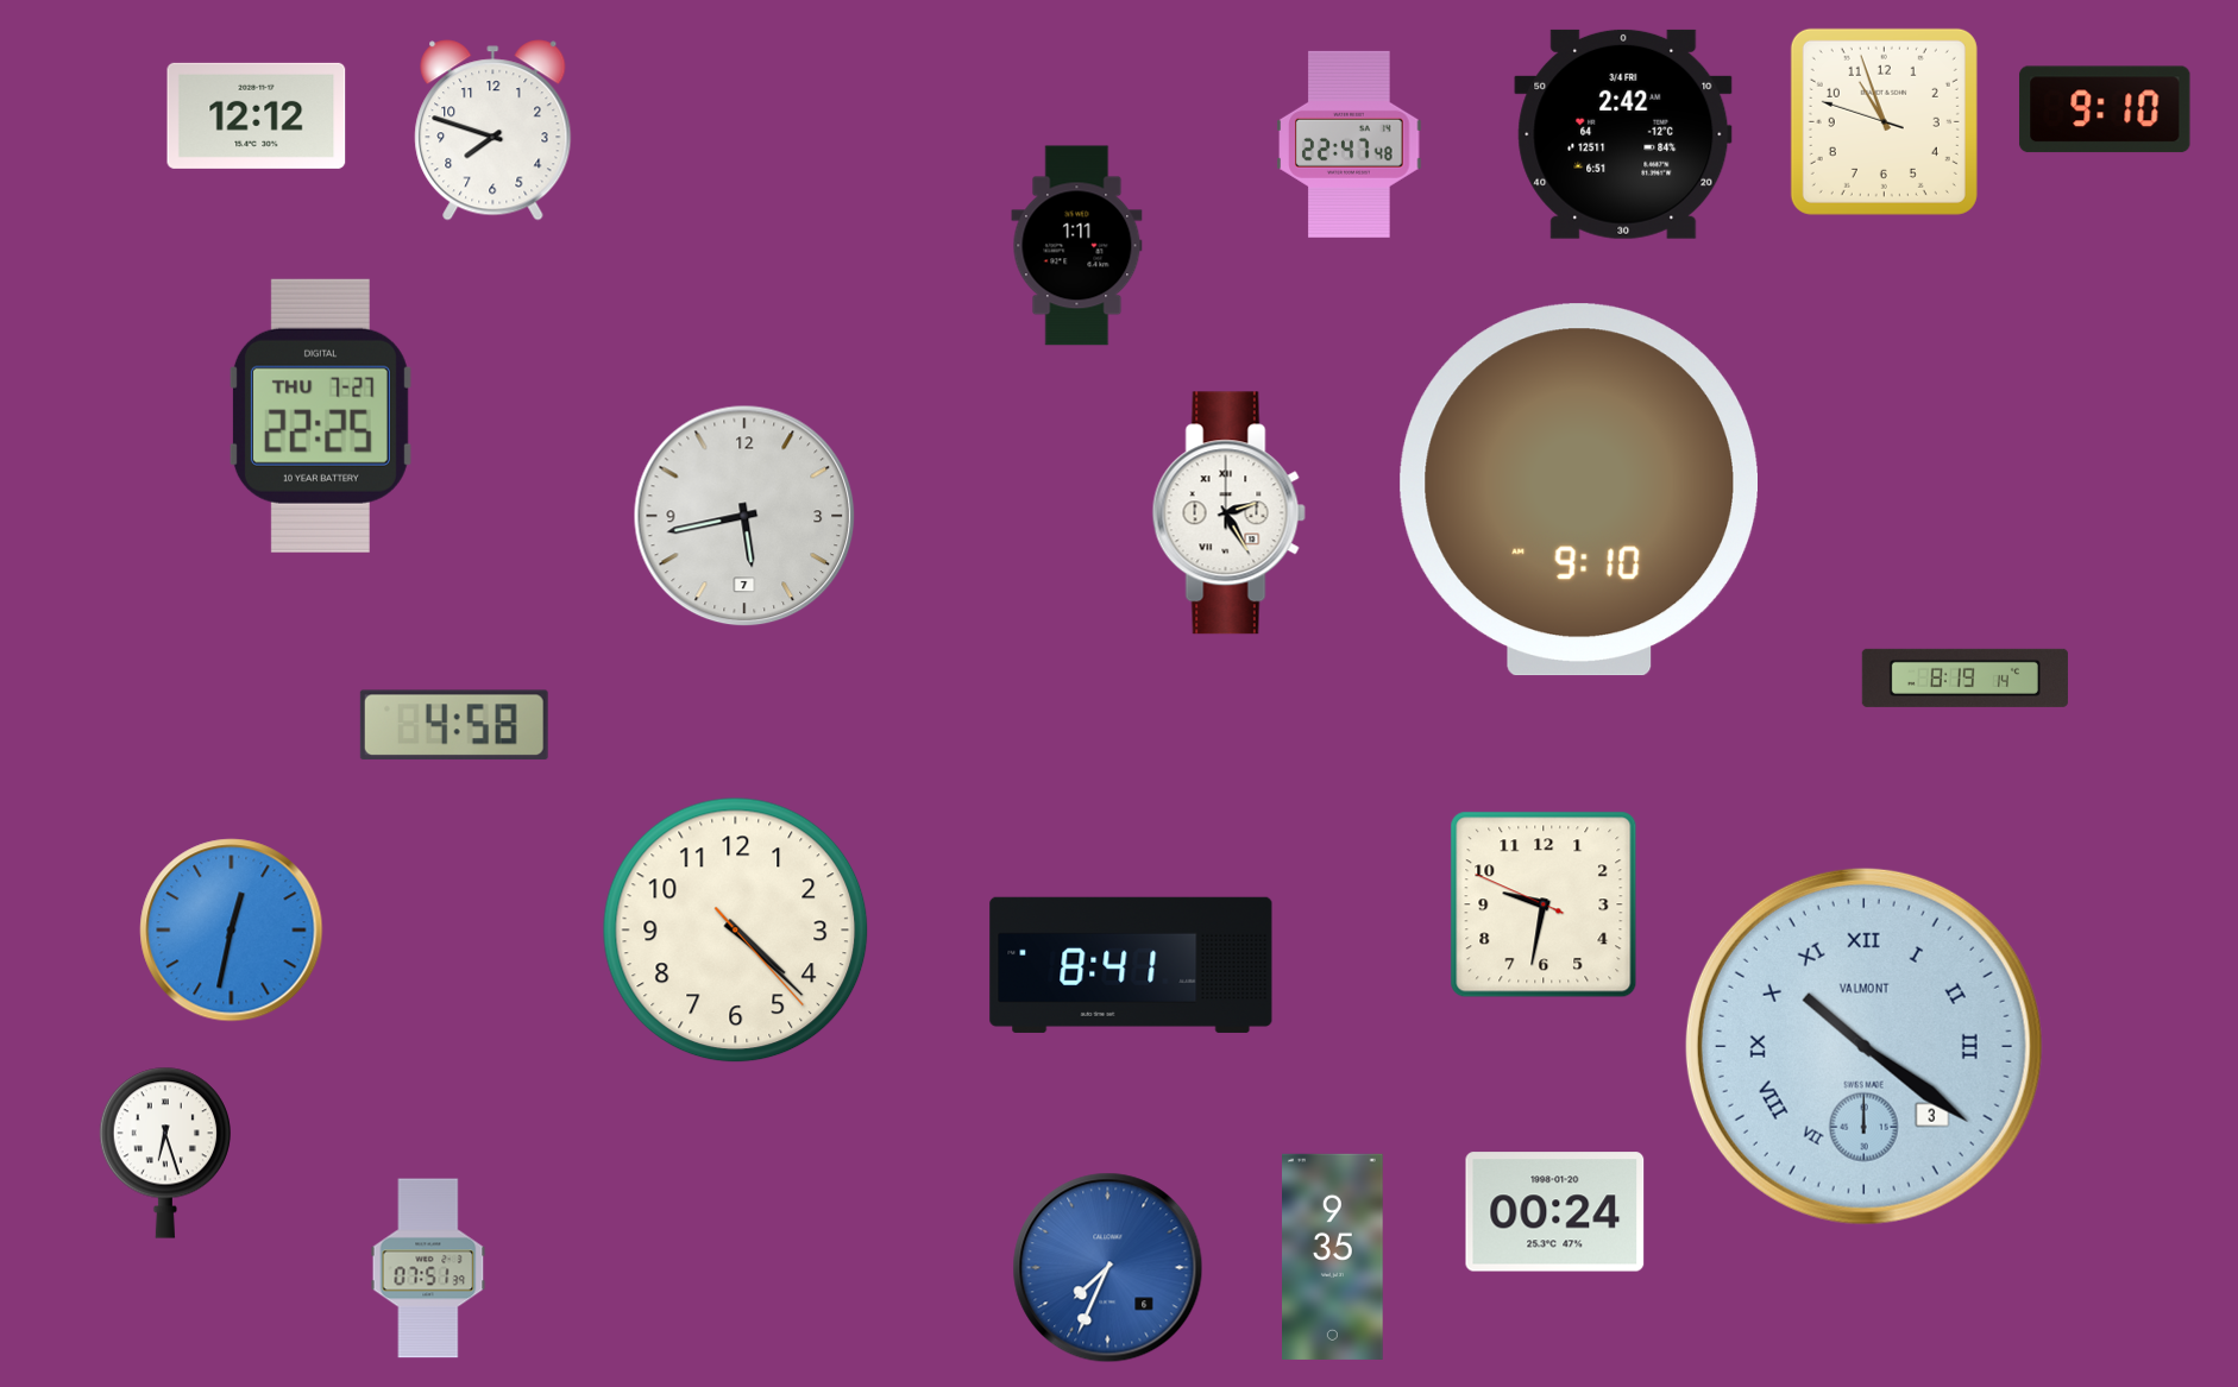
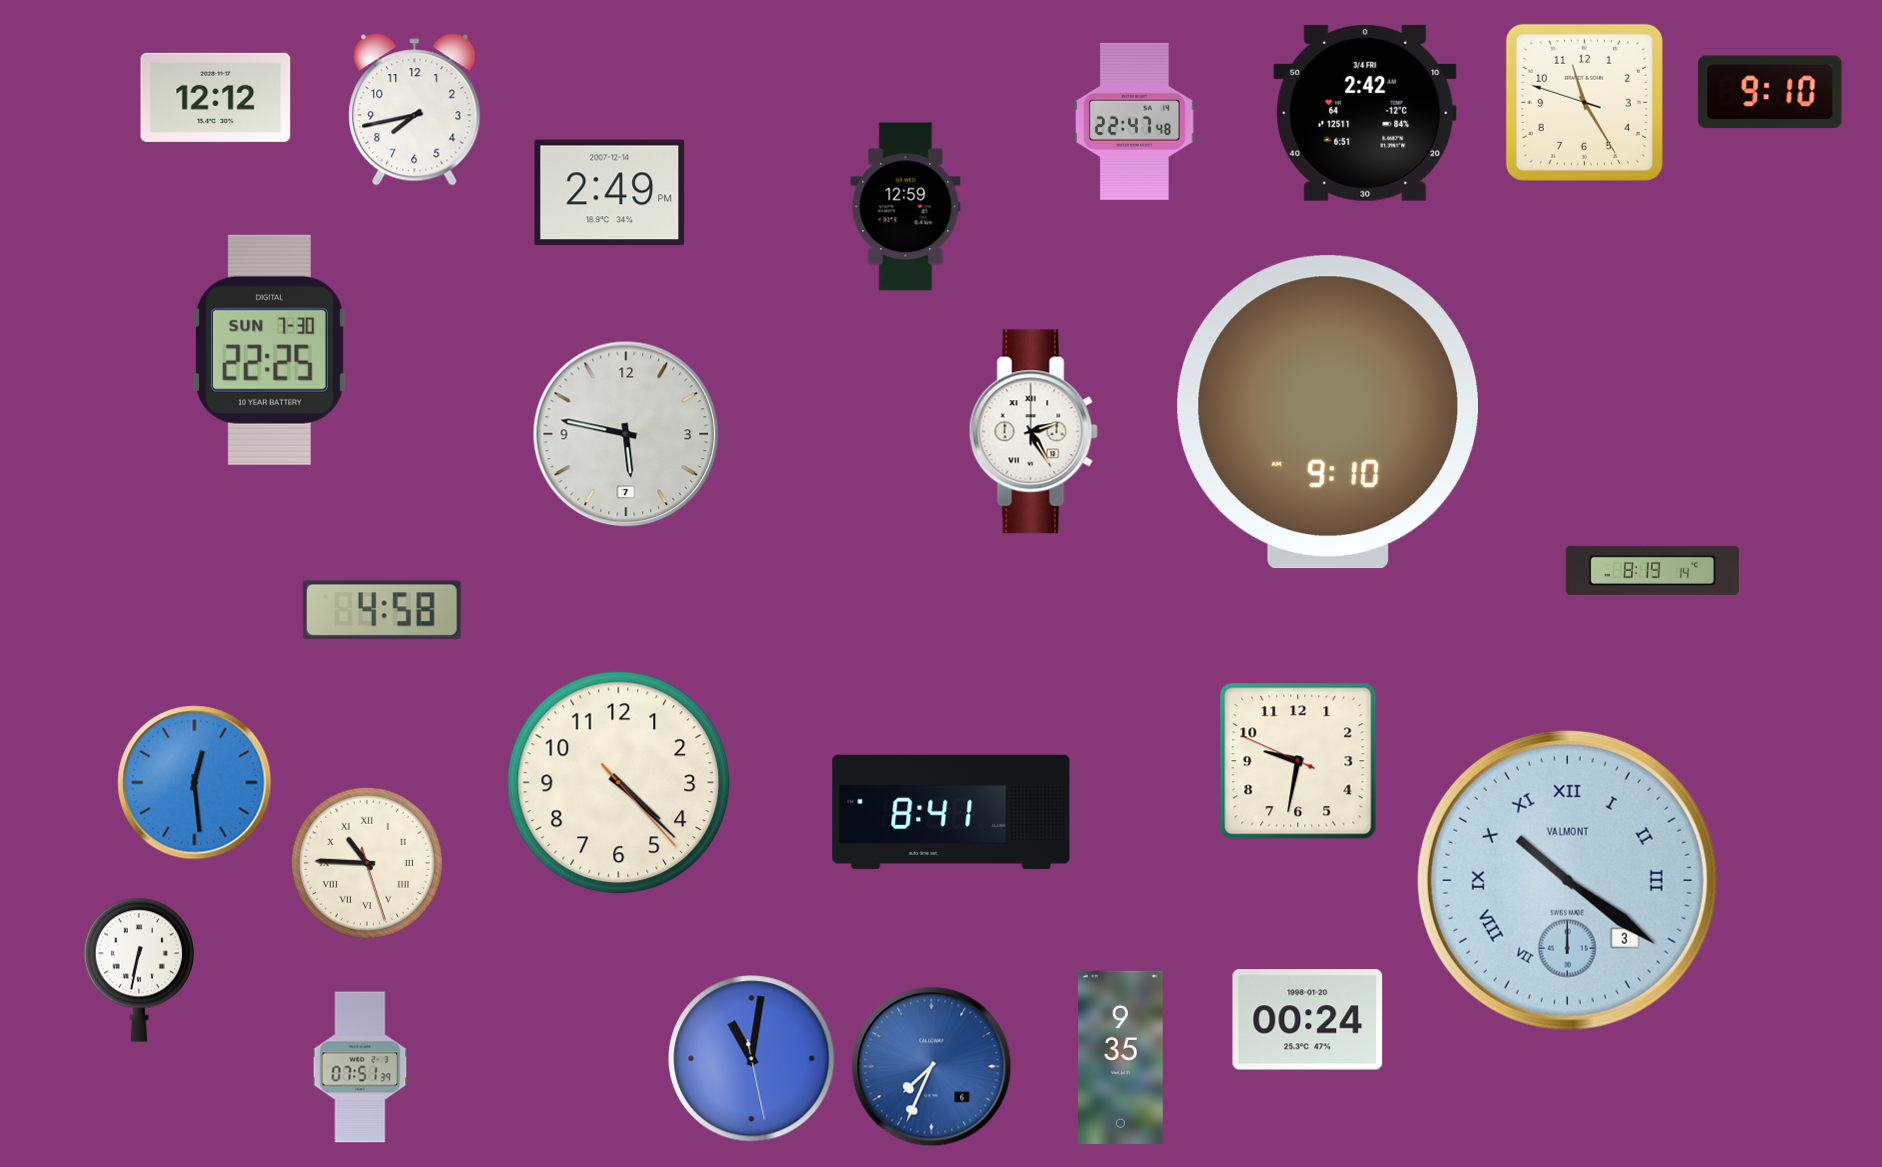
clock at (1884, 121): 10:56 -> 11:24
clock at (494, 131): 7:48 -> 7:43
clock at (610, 193): none -> 2:49
clock at (1077, 246): 1:11 -> 12:59
clock at (321, 416) date: THU 7-27 -> SUN 7-30
clock at (744, 516): 5:43 -> 5:47
clock at (232, 931): 12:32 -> 12:29
clock at (367, 863): none -> 10:45
clock at (165, 1153): 6:27 -> 6:32
clock at (752, 1059): none -> 11:01
